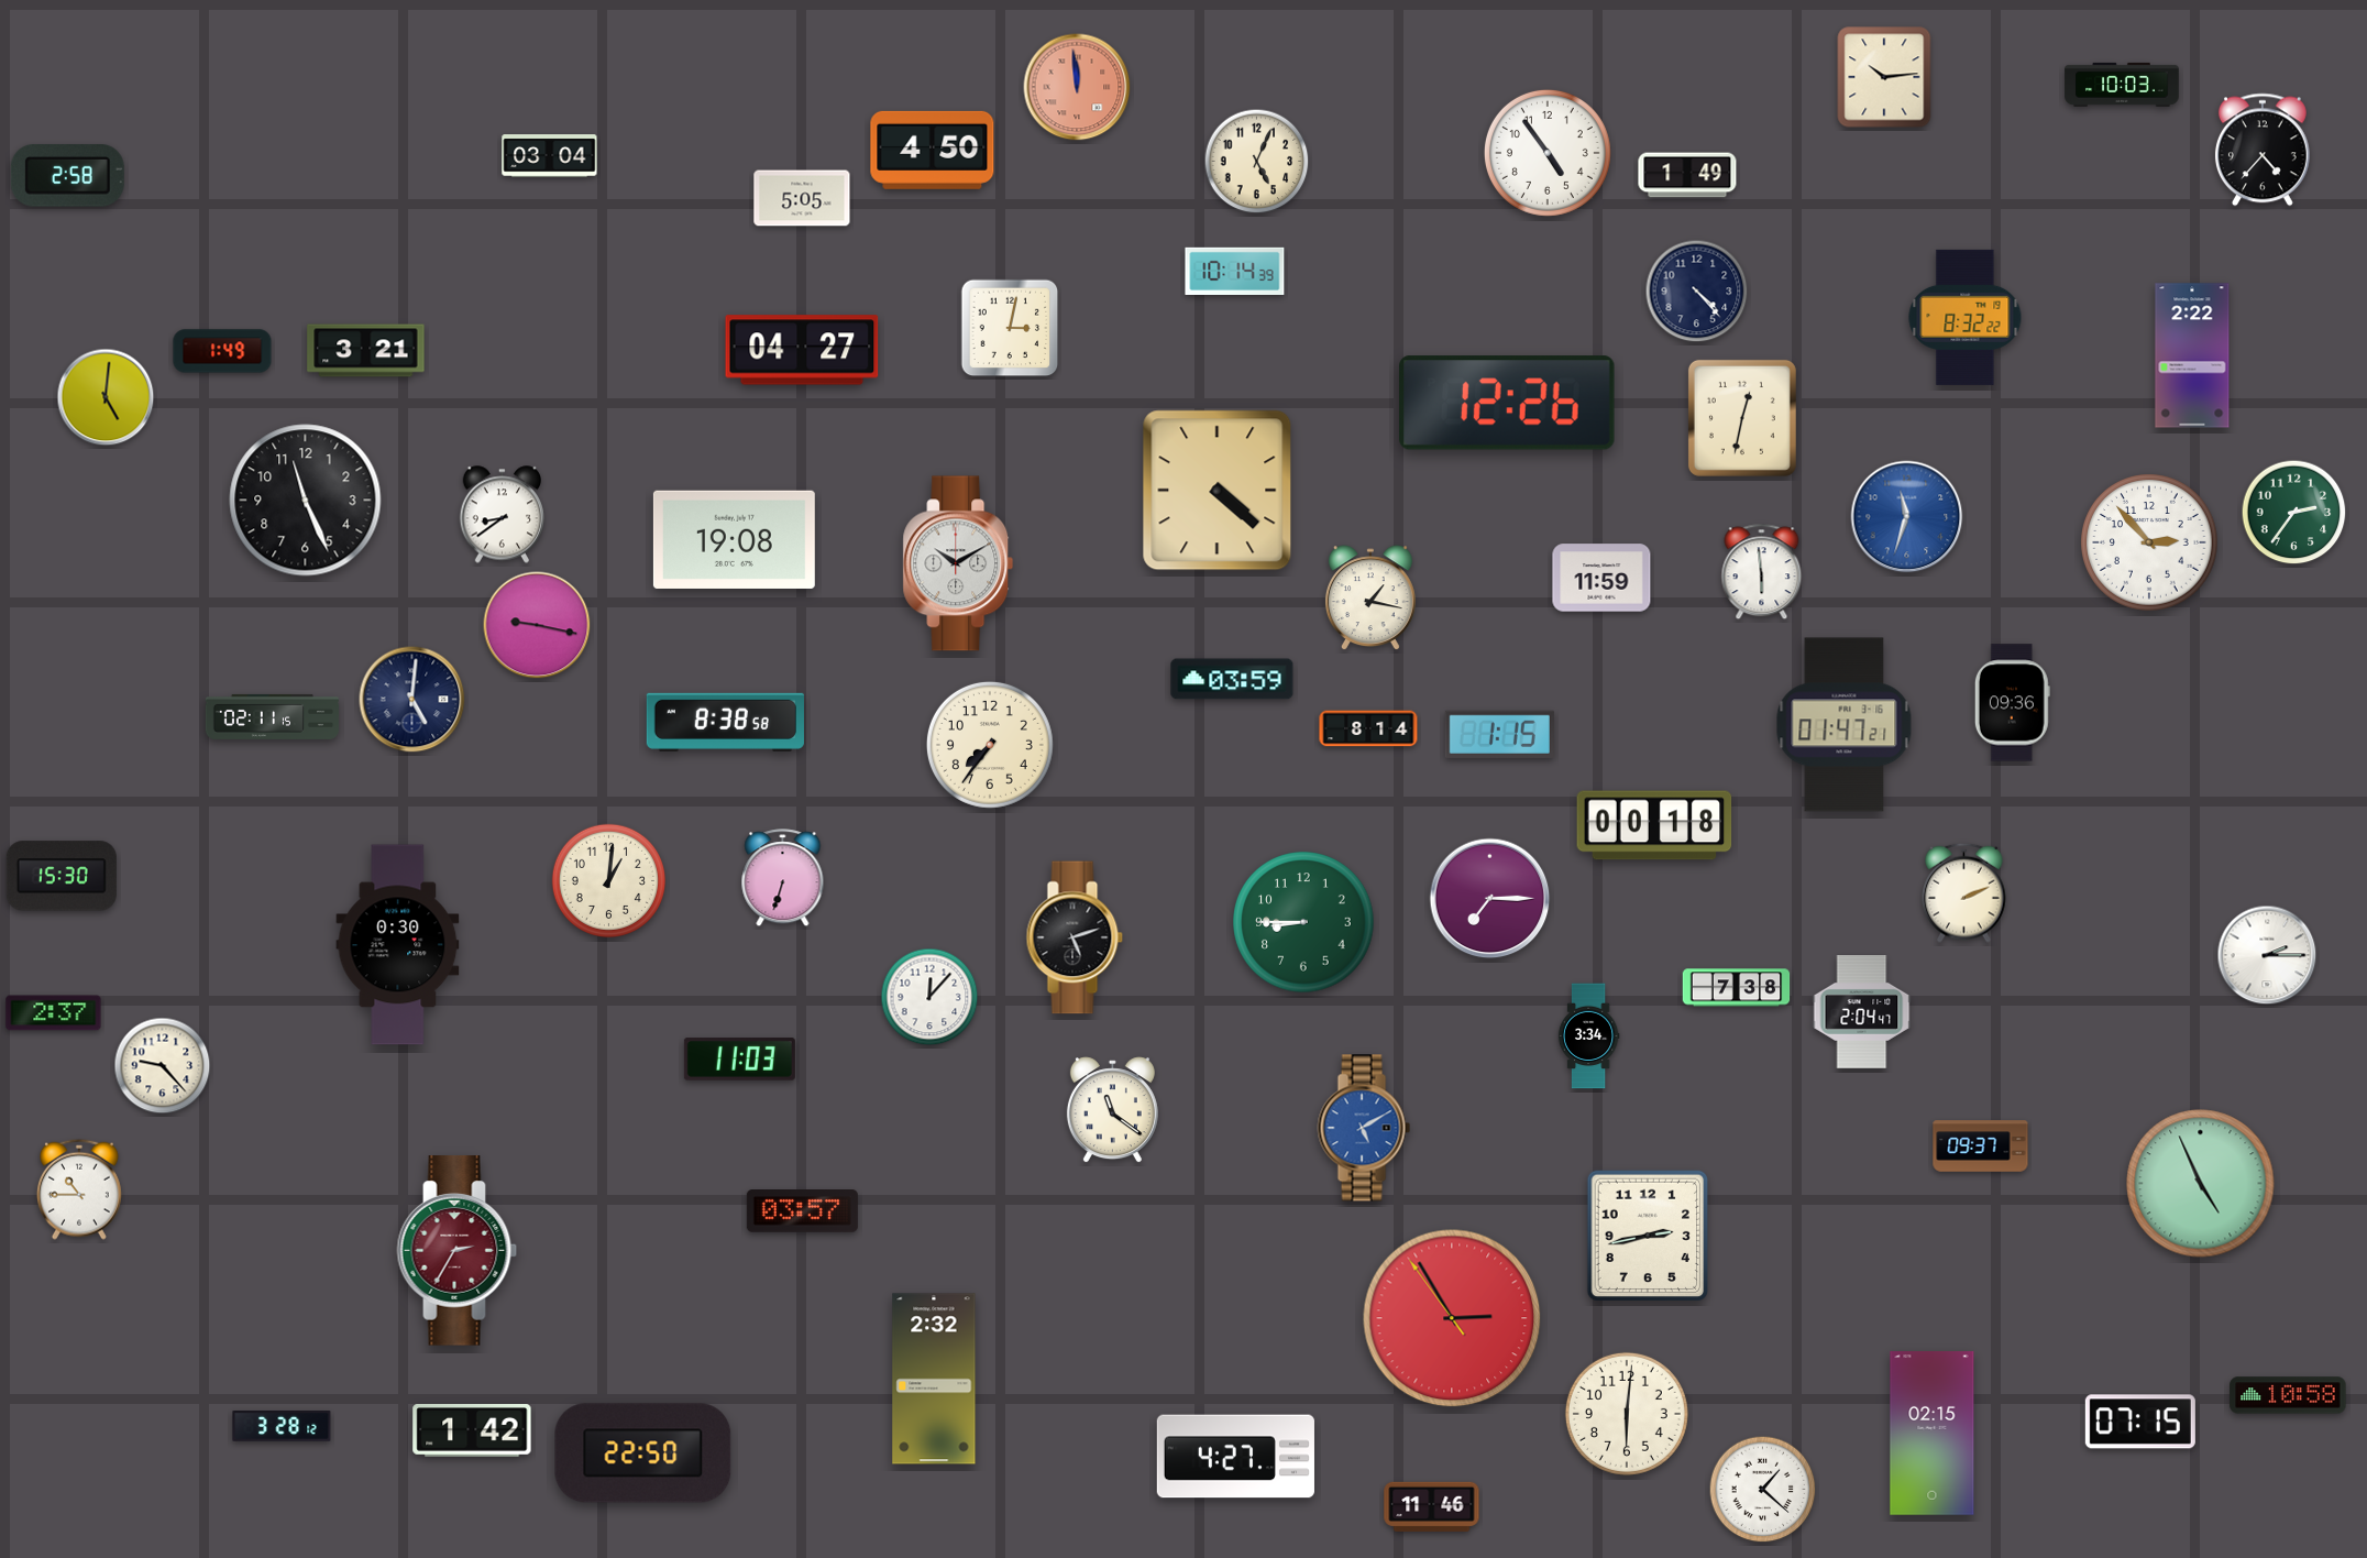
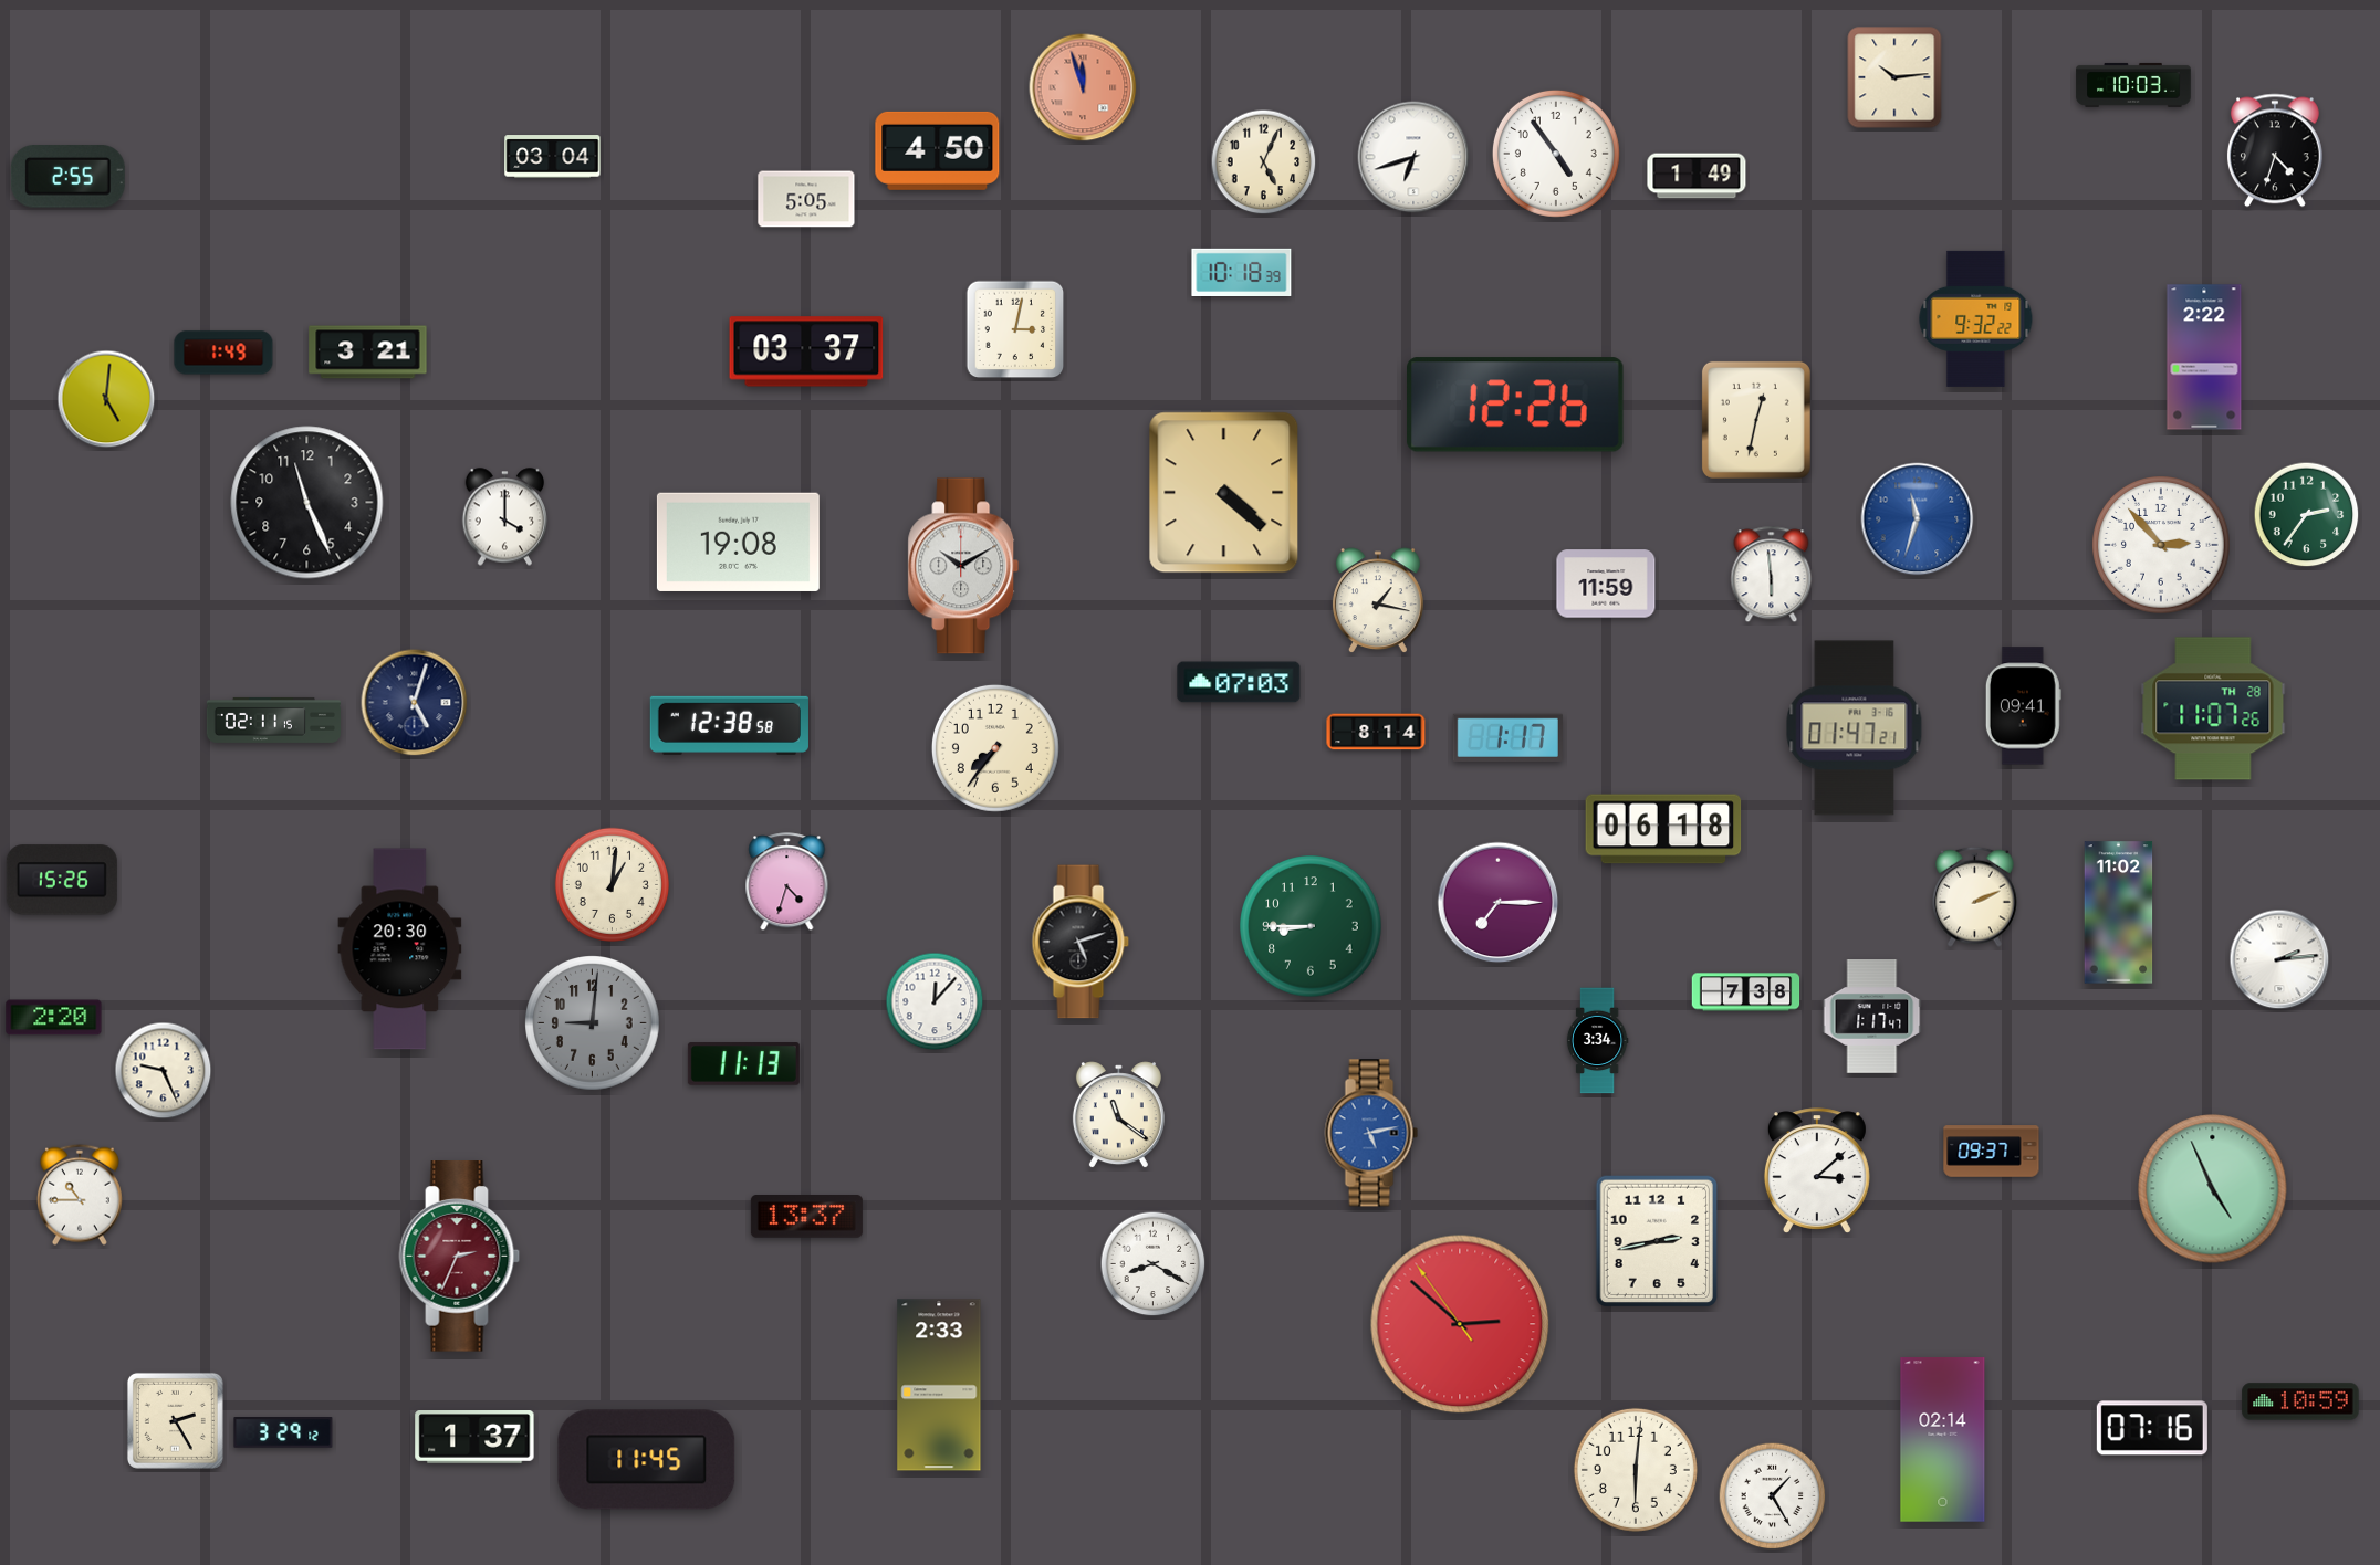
clock at (1077, 87): 11:59 -> 11:57
clock at (2263, 150): 4:37 -> 4:33
clock at (1413, 157): none -> 6:42
clock at (67, 176): 2:58 -> 2:55
clock at (1235, 271): 10:14 -> 10:18
clock at (1697, 292): 4:23 -> none
clock at (1966, 317): 8:32 -> 9:32
clock at (802, 350): 04:27 -> 03:37
clock at (1742, 418) position: (1742, 418) -> (1756, 420)
clock at (503, 515): 8:39 -> 4:00
clock at (1601, 578) position: (1601, 578) -> (1606, 584)
clock at (537, 625): 9:17 -> none
clock at (1232, 679): 03:59 -> 07:03
clock at (412, 700): 5:01 -> 5:03
clock at (2012, 703): 09:36 -> 09:41
clock at (2213, 708): none -> 11:07
clock at (725, 722): 8:38 -> 12:38
clock at (1499, 734): 1:15 -> 1:17
clock at (1654, 825): 00:18 -> 06:18
clock at (62, 876): 15:30 -> 15:26
clock at (783, 878): 6:33 -> 4:33
clock at (2119, 913): none -> 11:02
clock at (398, 945): 0:30 -> 20:30
clock at (2267, 955): 2:15 -> 2:14
clock at (1862, 1012): 2:04 -> 1:17
clock at (54, 1013): 2:37 -> 2:20
clock at (593, 1023): none -> 9:01
clock at (739, 1060): 11:03 -> 11:13
clock at (163, 1066): 9:23 -> 9:26
clock at (1364, 1128): 5:10 -> 5:13
clock at (1817, 1170): none -> 3:08
clock at (802, 1211): 03:57 -> 13:37
clock at (458, 1251): 2:35 -> 2:34
clock at (1154, 1264): none -> 8:20
clock at (1452, 1318): 2:54 -> 2:51
clock at (934, 1379): 2:32 -> 2:33
clock at (2288, 1395): 10:58 -> 10:59
clock at (175, 1420): none -> 2:25
clock at (1627, 1414) position: (1627, 1414) -> (1636, 1470)
clock at (2140, 1422): 07:15 -> 07:16
clock at (282, 1426): 3:28 -> 3:29
clock at (472, 1431): 1:42 -> 1:37
clock at (1933, 1434): 02:15 -> 02:14
clock at (643, 1453): 22:50 -> 11:45
clock at (1235, 1457): 4:27 -> none
clock at (1763, 1490): 1:22 -> 1:25
clock at (1432, 1506): 11:46 -> none
